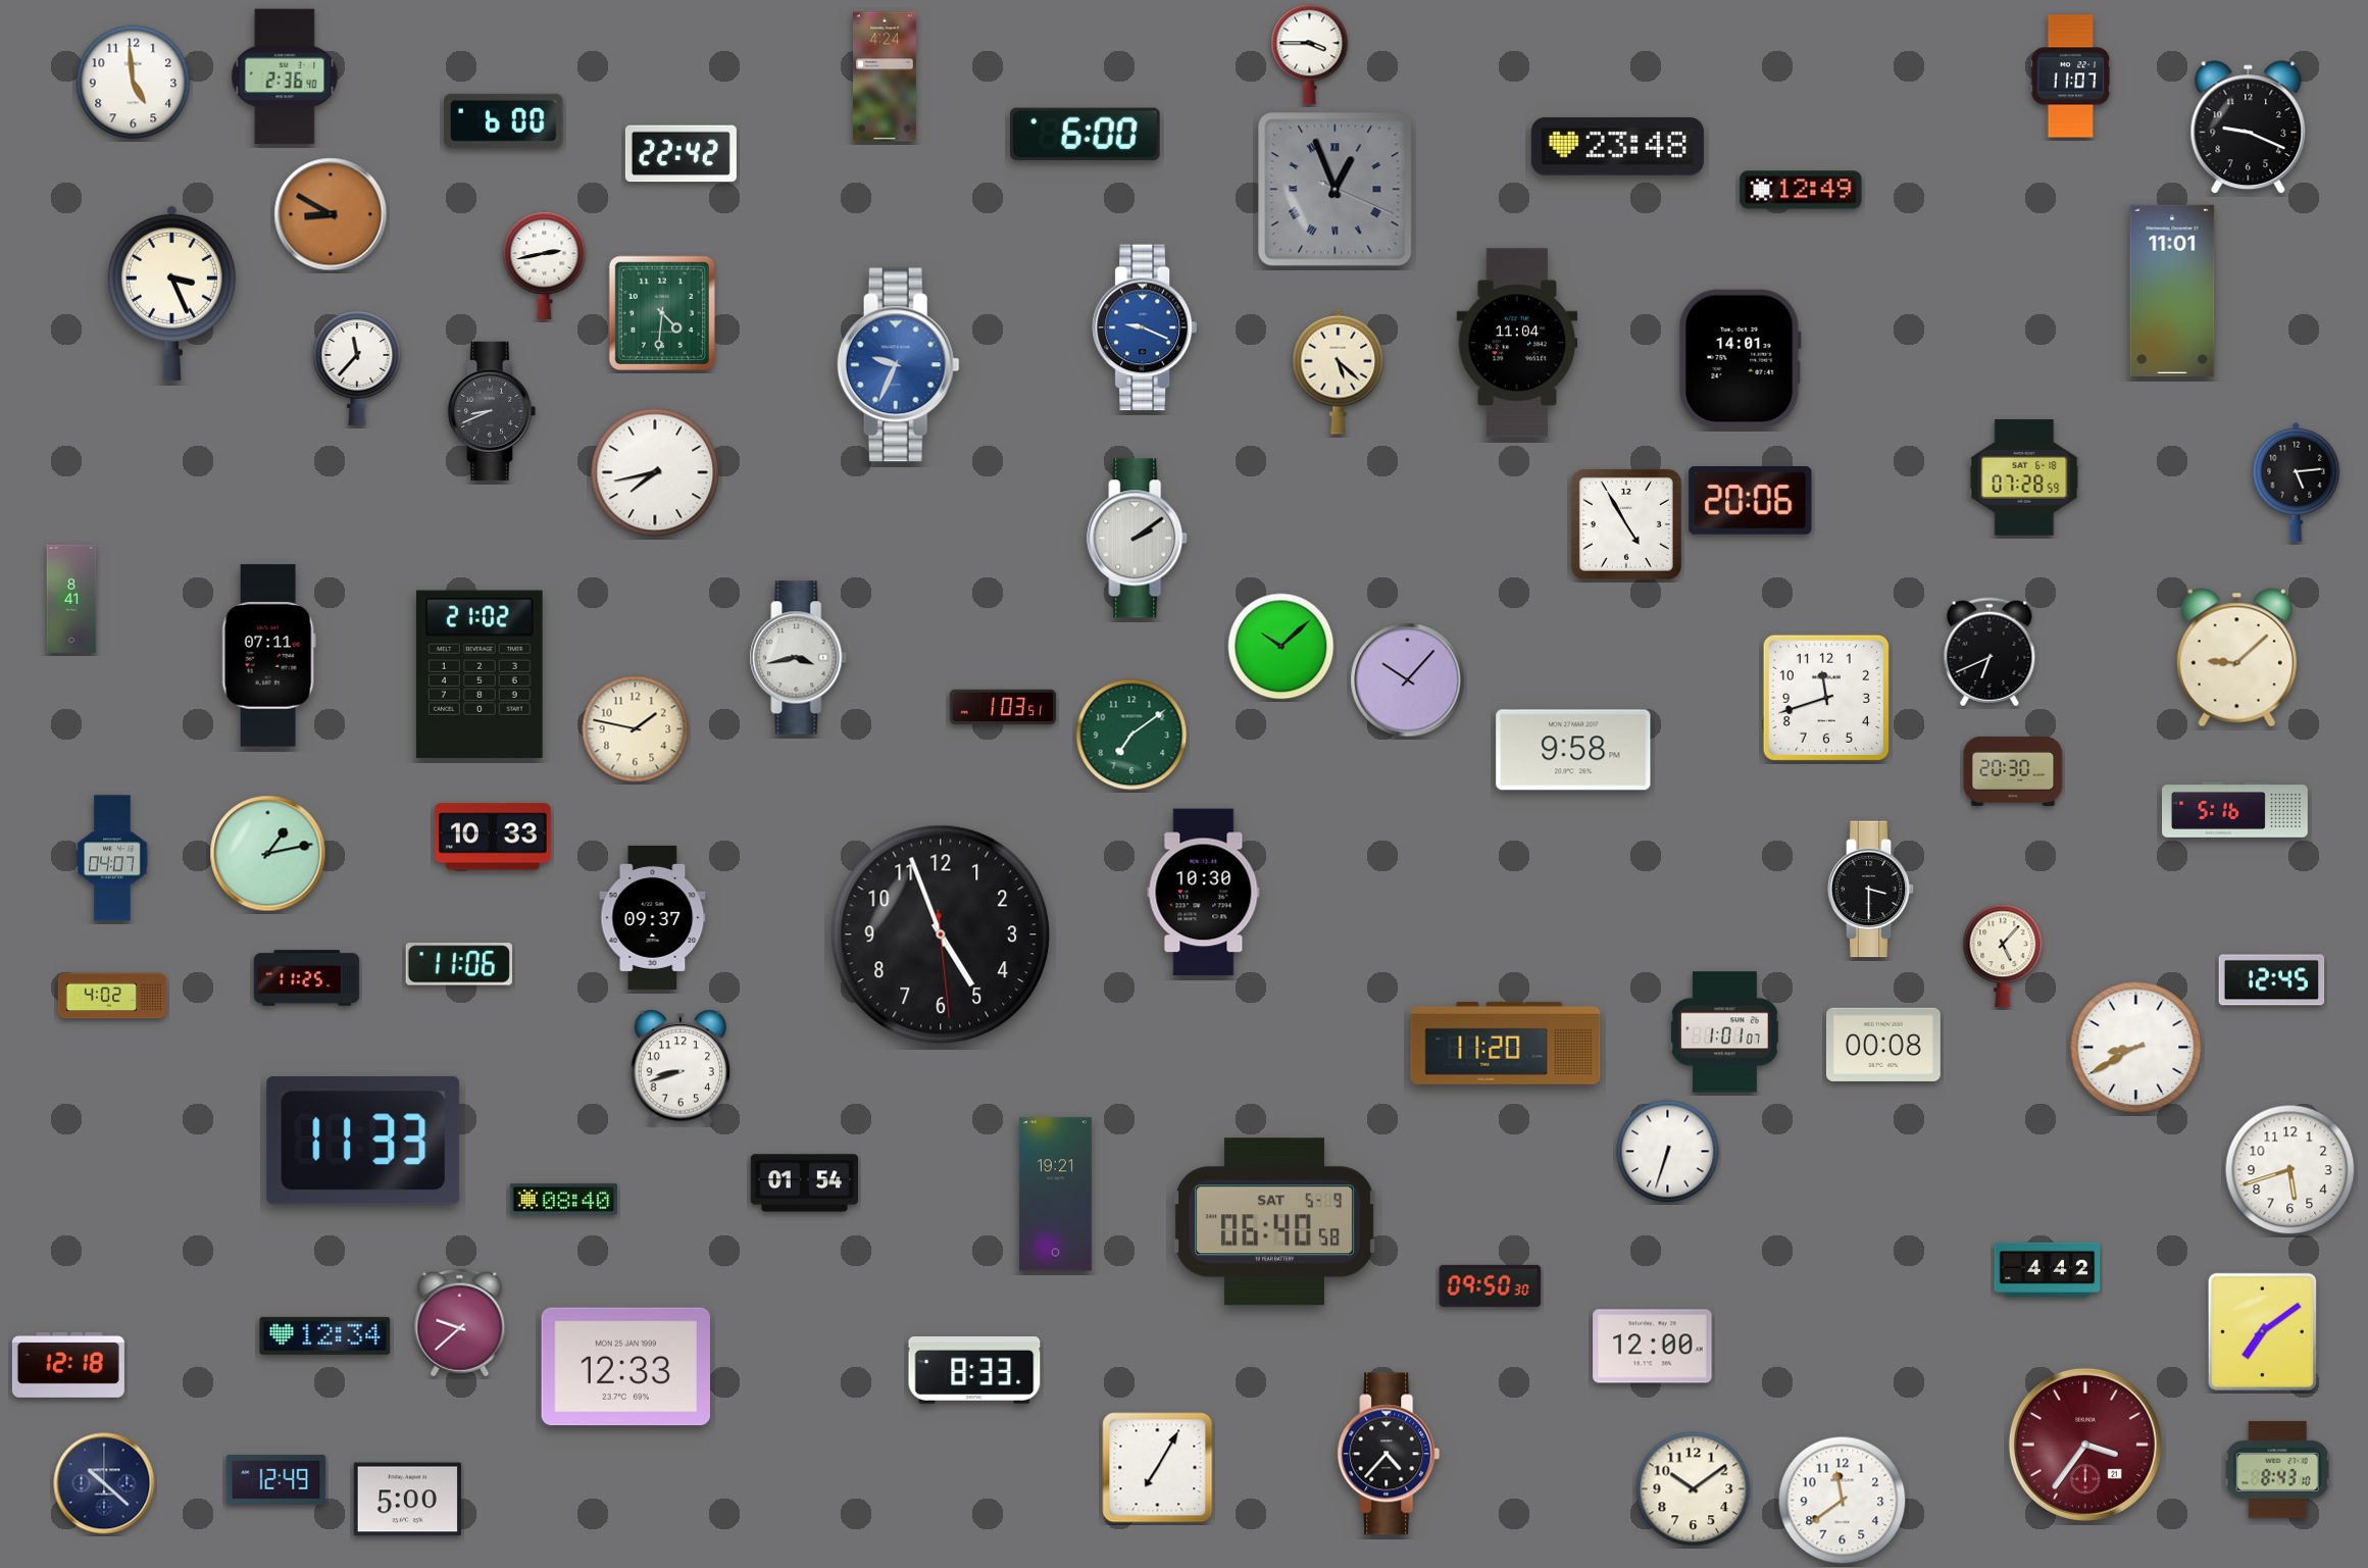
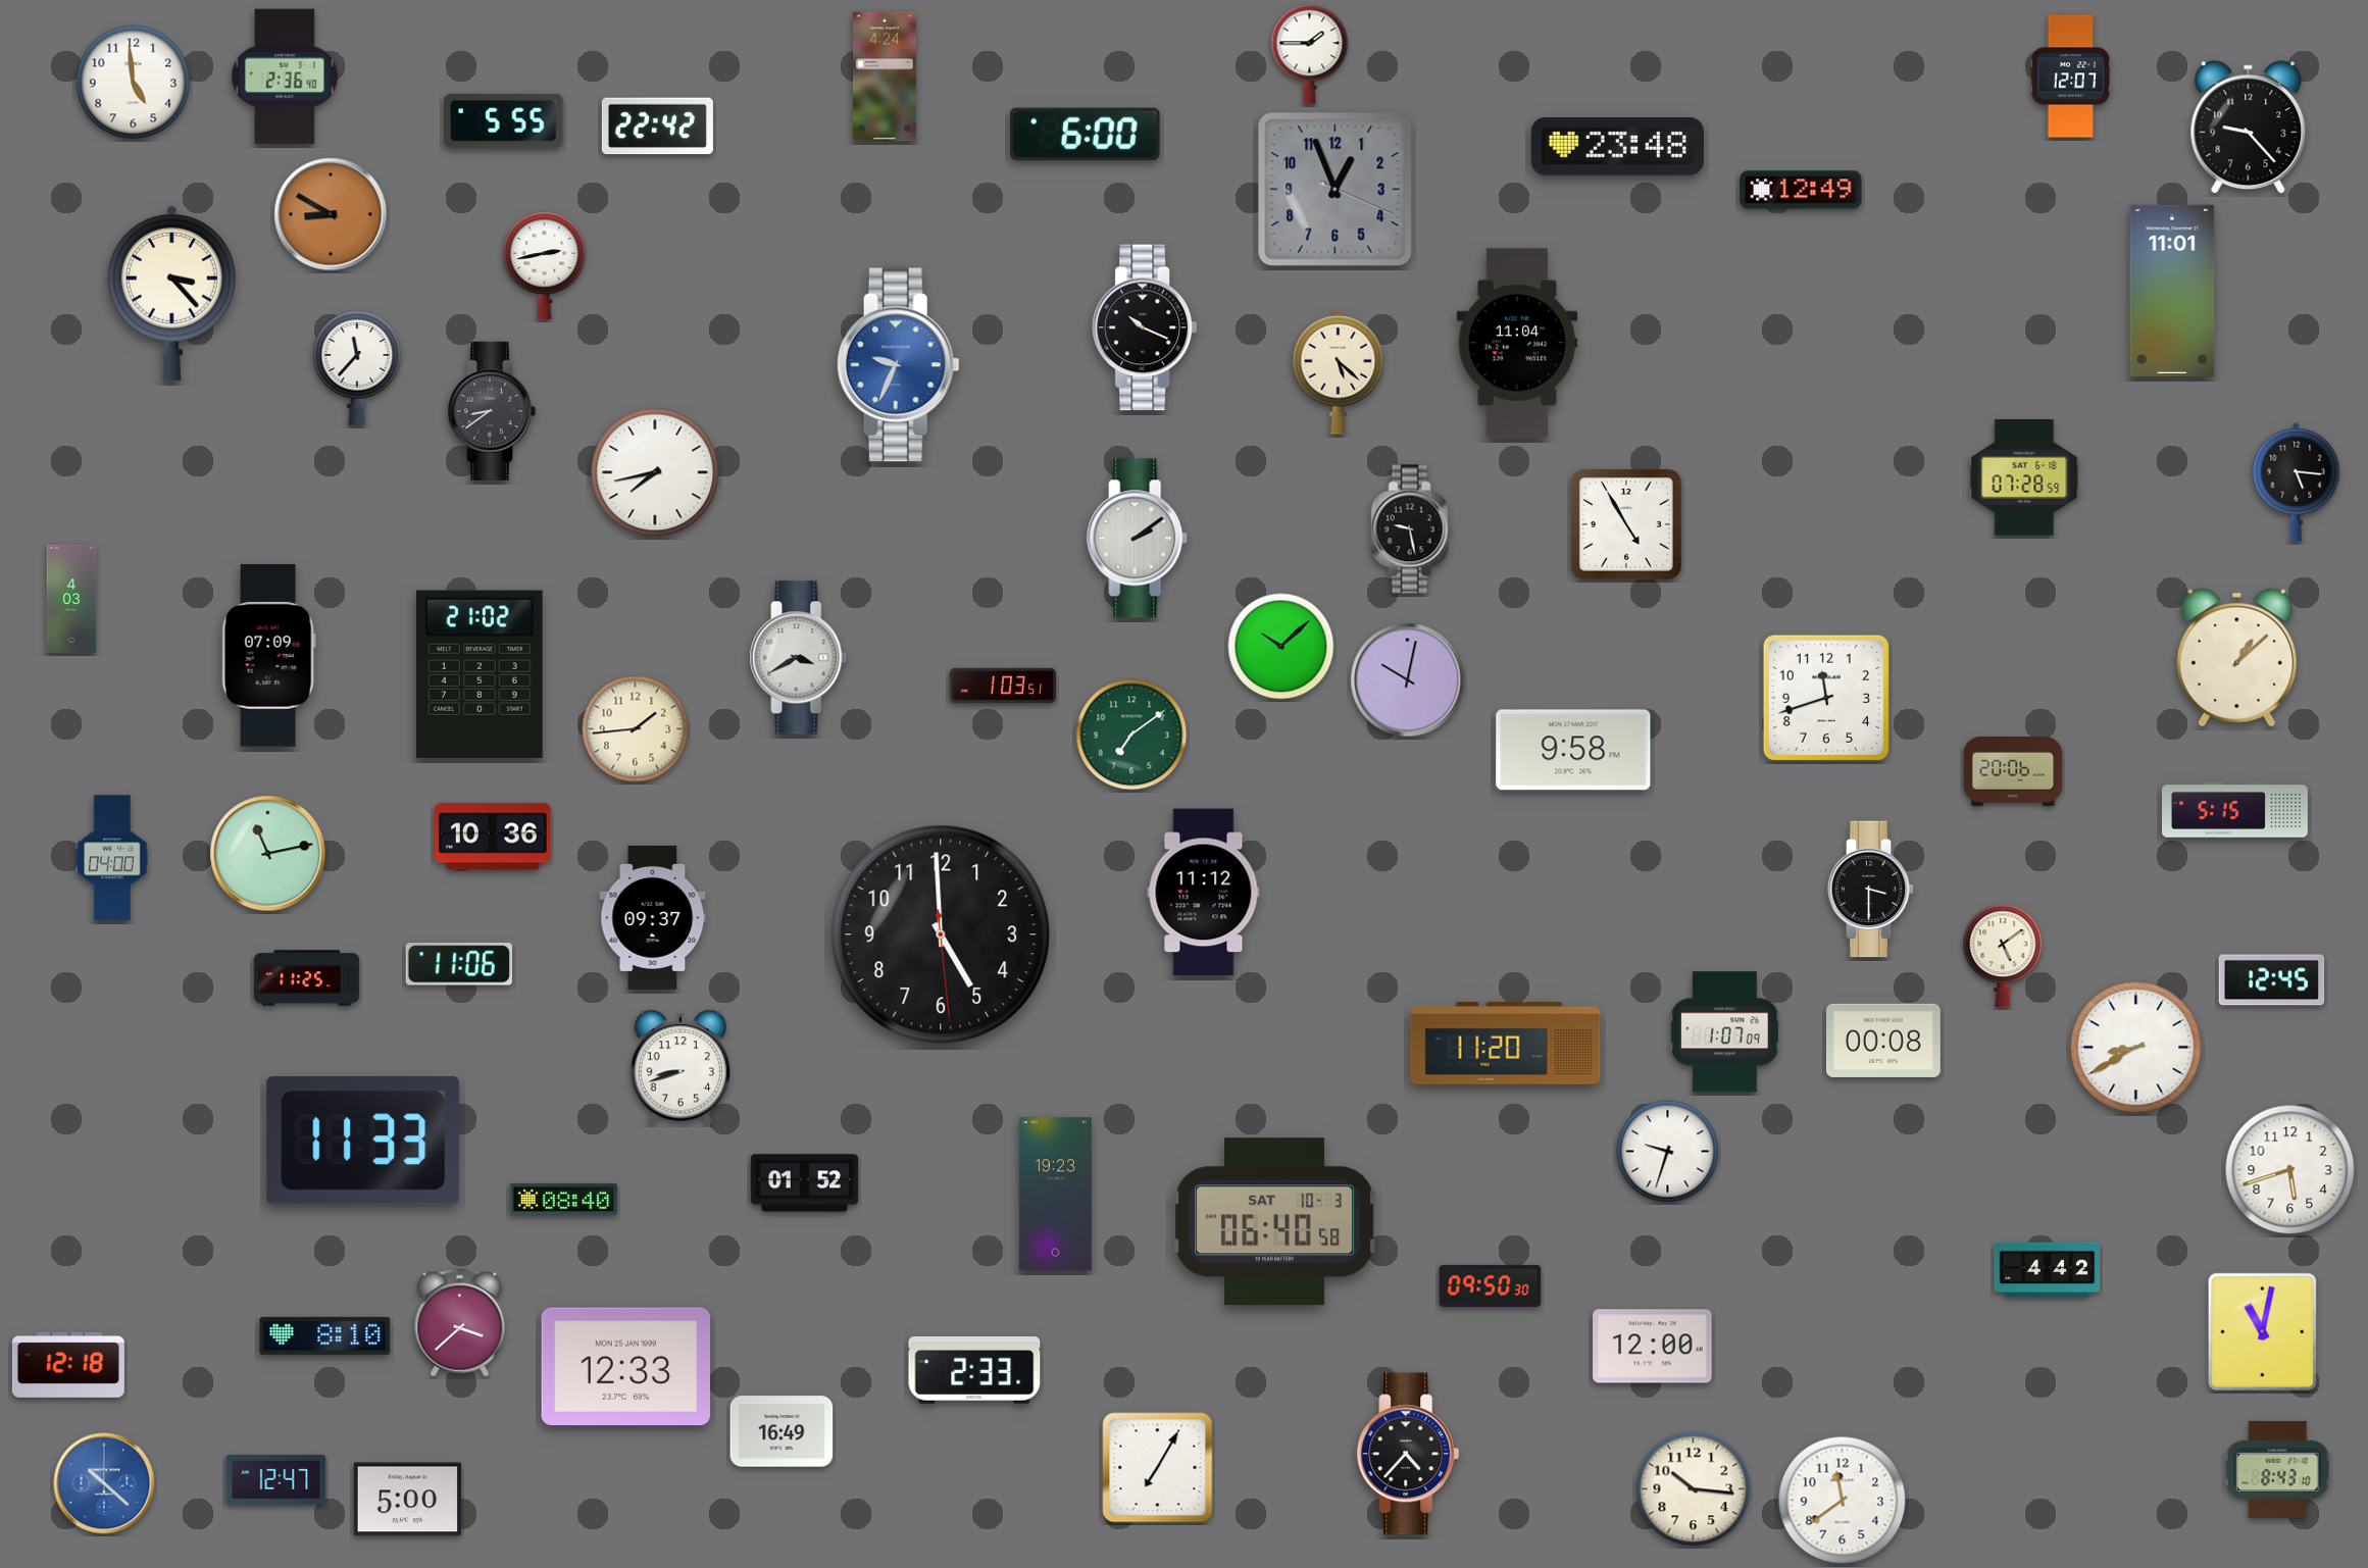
clock at (1310, 55): 3:45 -> 1:45
clock at (2071, 77): 11:07 -> 12:07
clock at (504, 120): 6:00 -> 5:55
clock at (2249, 128): 9:19 -> 9:23
clock at (681, 154) position: (681, 154) -> (657, 127)
clock at (1336, 190) numerals: Roman -> Arabic
clock at (171, 293): 3:26 -> 3:23
clock at (662, 312): 4:31 -> none
clock at (1145, 327): 9:19 -> 10:19
clock at (1145, 327) dial: blue -> black
clock at (1740, 358): 14:01 -> none
clock at (492, 410): 8:41 -> 8:39
clock at (2297, 482): 5:14 -> 5:16
clock at (1751, 501): 20:06 -> none
clock at (1412, 529): none -> 9:28
clock at (71, 598): 8:41 -> 4:03
clock at (1989, 652): 6:41 -> none
clock at (268, 656): 07:11 -> 07:09
clock at (799, 658): 3:43 -> 3:40
clock at (2236, 658): 9:08 -> 1:08
clock at (1408, 680): 10:07 -> 10:02
clock at (1003, 707) position: (1003, 707) -> (1003, 686)
clock at (636, 729): 1:47 -> 1:44
clock at (2013, 771): 20:30 -> 20:06
clock at (2235, 810): 5:16 -> 5:15
clock at (493, 837): 10:33 -> 10:36
clock at (268, 854): 1:13 -> 11:13
clock at (112, 858): 04:07 -> 04:00
clock at (1204, 893): 10:30 -> 11:12
clock at (941, 934): 4:56 -> 4:59
clock at (2003, 956): 5:07 -> 5:09
clock at (112, 996): 4:02 -> none
clock at (1725, 1032): 1:01 -> 1:07
clock at (1883, 1045) position: (1883, 1045) -> (1883, 1041)
clock at (1668, 1152): 6:33 -> 9:33
clock at (805, 1183): 01:54 -> 01:52
clock at (1055, 1195): 19:21 -> 19:23
clock at (1274, 1222) date: SAT 5-9 -> SAT 10-3
clock at (460, 1323): 9:38 -> 3:38
clock at (2262, 1331): 7:09 -> 11:02
clock at (325, 1335): 12:34 -> 8:10
clock at (974, 1370): 8:33 -> 2:33
clock at (782, 1431): none -> 16:49
clock at (2085, 1445): 3:36 -> none
clock at (1389, 1454) position: (1389, 1454) -> (1408, 1454)
clock at (276, 1479): 12:49 -> 12:47
clock at (104, 1483) dial: navy -> blue
clock at (1694, 1489): 10:09 -> 10:16
